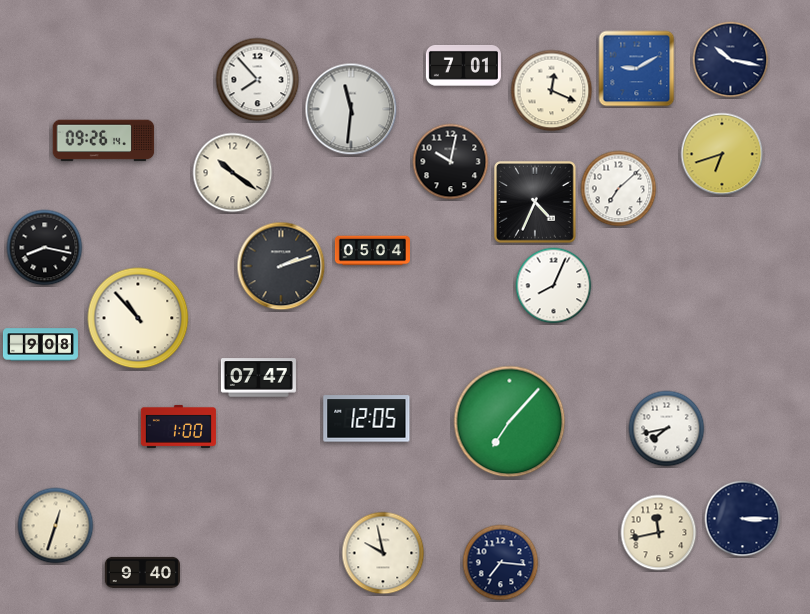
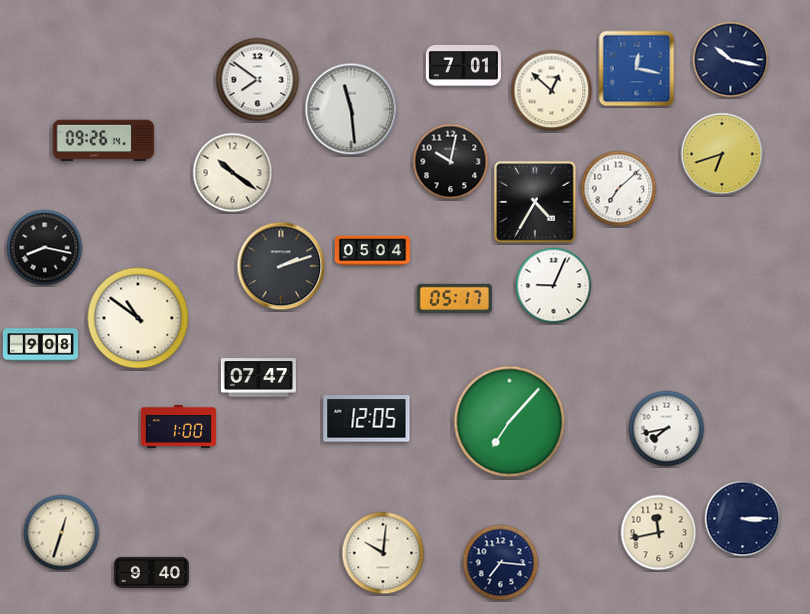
clock at (637, 69): 9:10 -> 12:17
clock at (258, 80): 7:53 -> 7:51
clock at (552, 91): 12:19 -> 12:52
clock at (351, 109): 11:31 -> 11:29
clock at (536, 203): 4:34 -> 4:35
clock at (554, 286): 8:04 -> 9:04
clock at (454, 298): none -> 05:17
clock at (138, 318): 10:53 -> 10:51
clock at (56, 526) position: (56, 526) -> (62, 533)
clock at (383, 553): 9:58 -> 10:01
clock at (142, 572) position: (142, 572) -> (151, 572)
